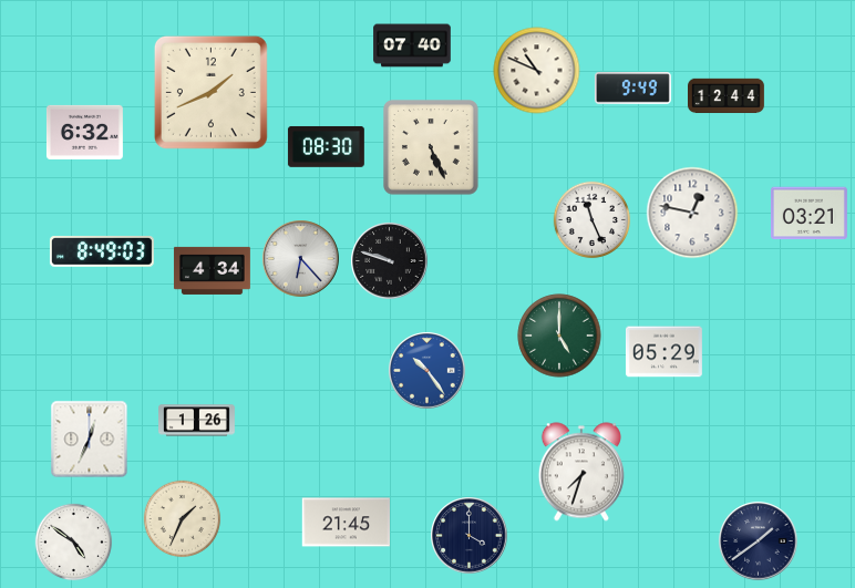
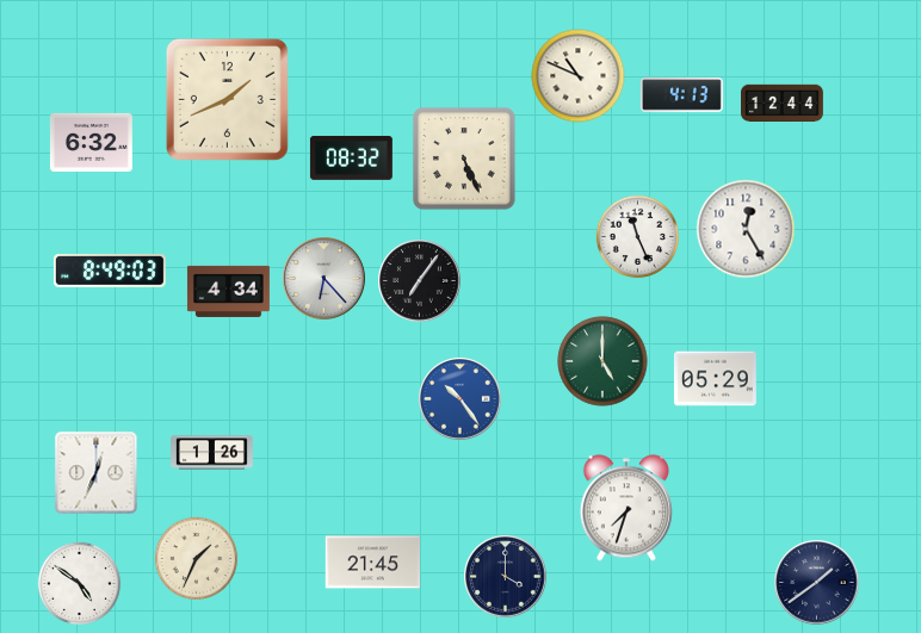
clock at (412, 45): 07:40 -> none
clock at (632, 89): 9:49 -> 4:13
clock at (326, 146): 08:30 -> 08:32
clock at (692, 213): 12:47 -> 12:25
clock at (808, 214): 03:21 -> none
clock at (390, 261): 9:48 -> 7:06
